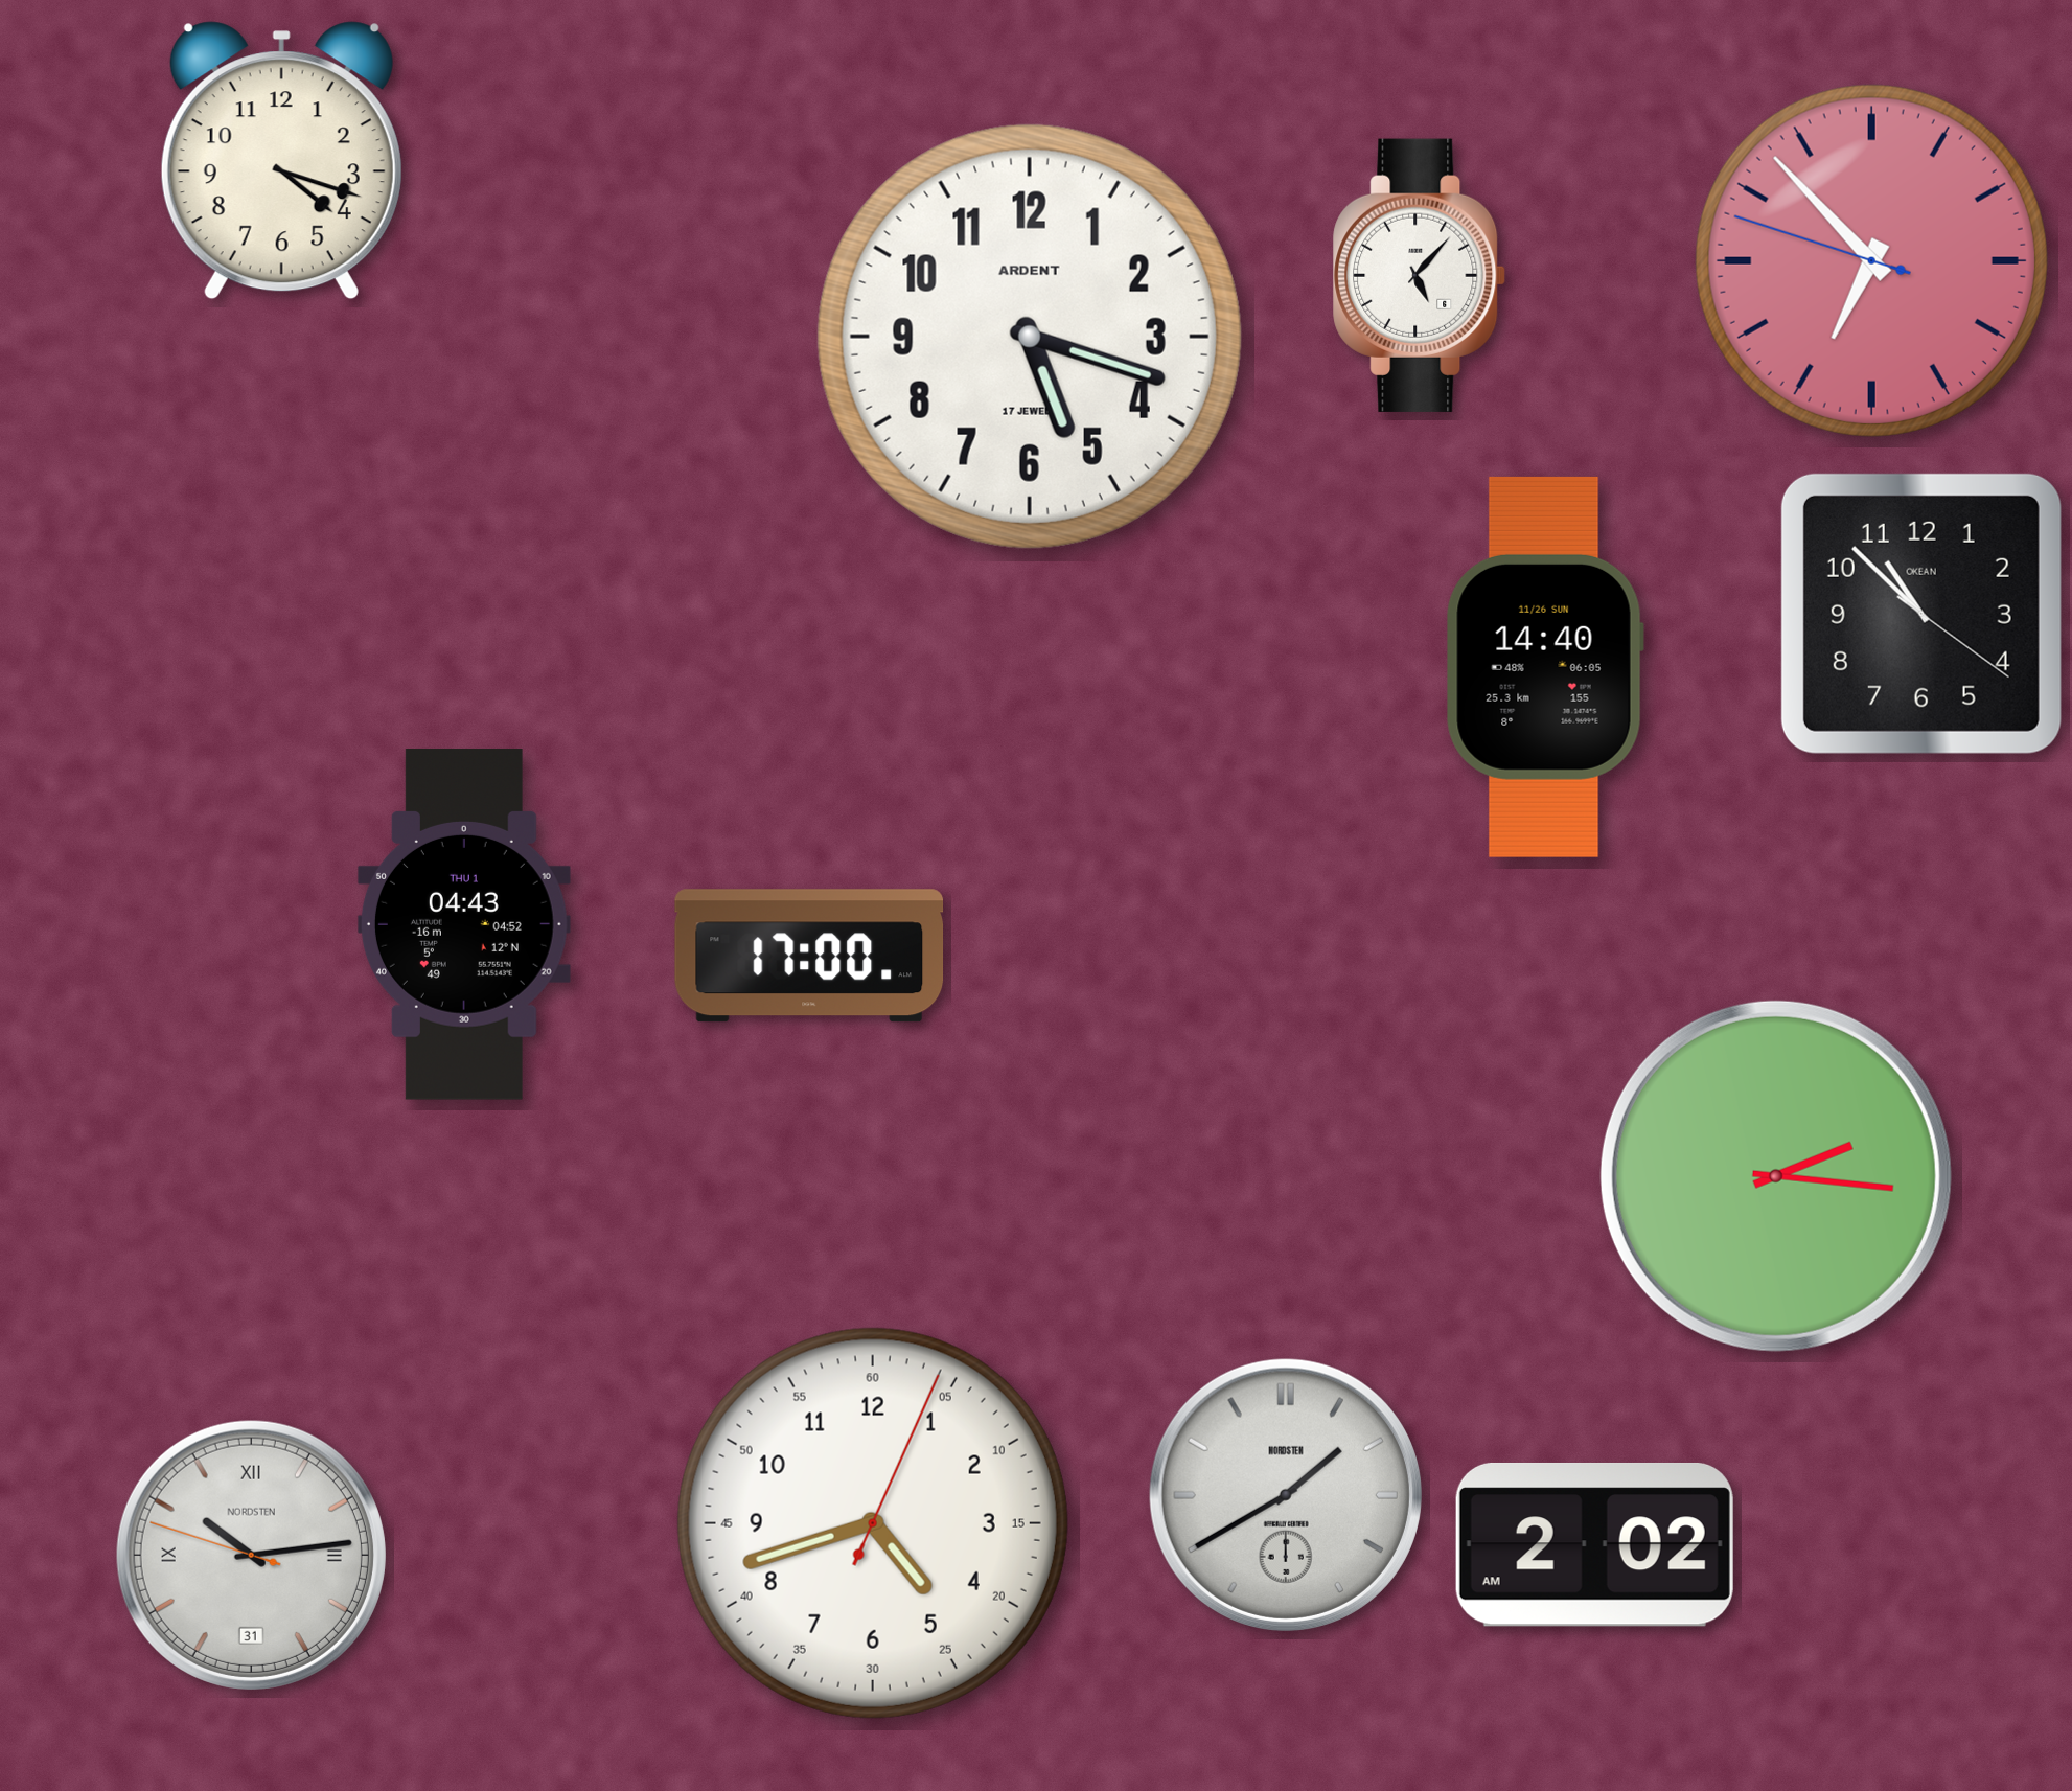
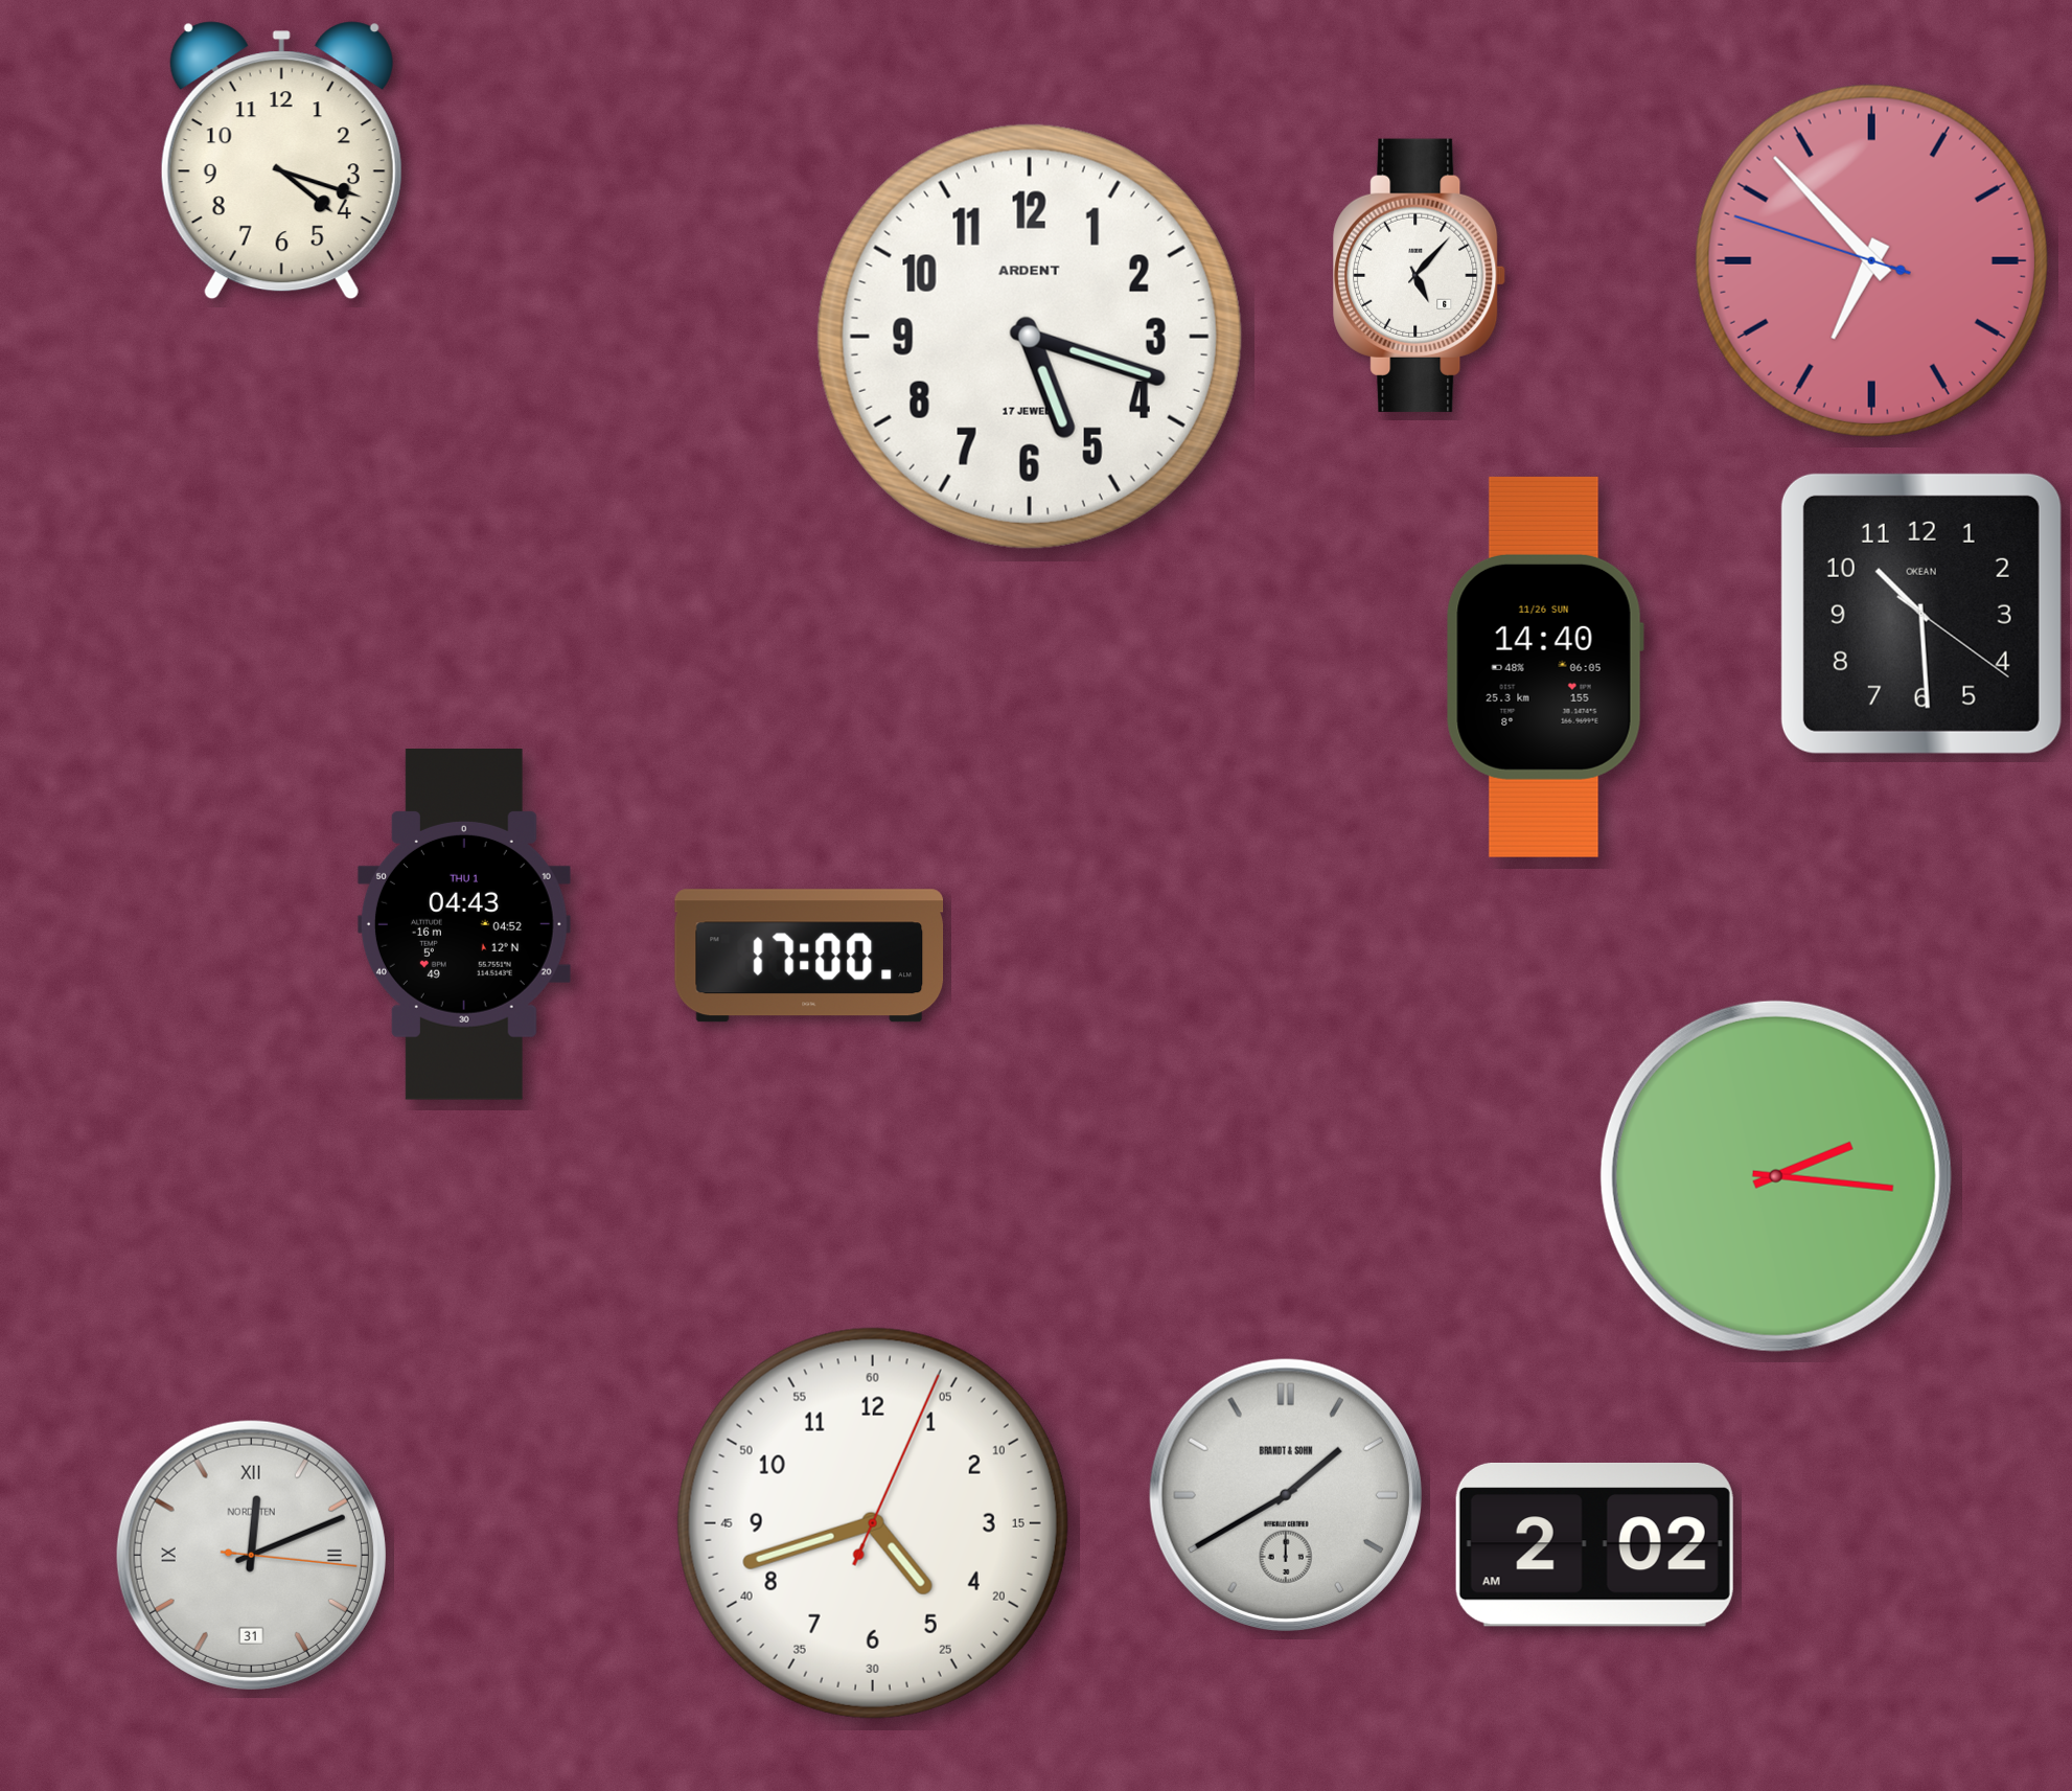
clock at (1921, 614): 10:52 -> 10:29
clock at (1286, 1495) brand: NORDSTEN -> BRANDT & SOHN
clock at (251, 1555): 10:13 -> 12:11
